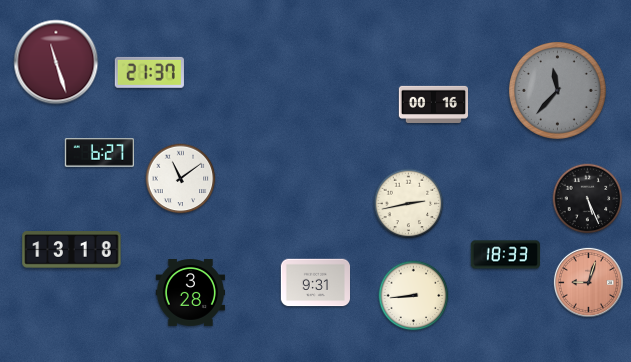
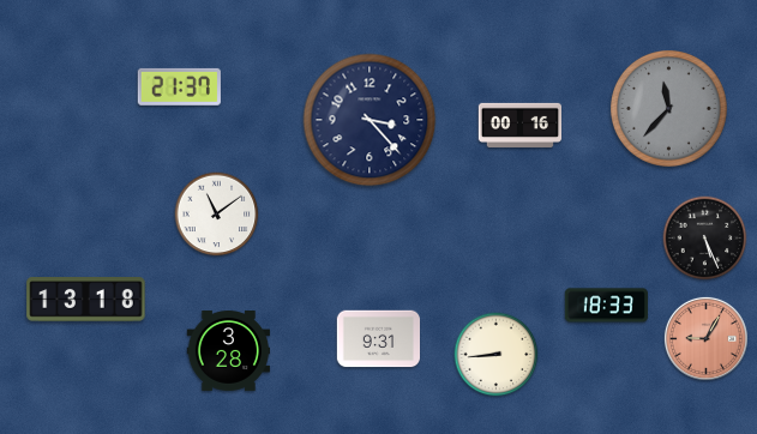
clock at (56, 62): 11:27 -> none
clock at (370, 120): none -> 3:23
clock at (99, 153): 6:27 -> none
clock at (409, 204): 2:43 -> none
clock at (588, 282): 9:03 -> 9:05
